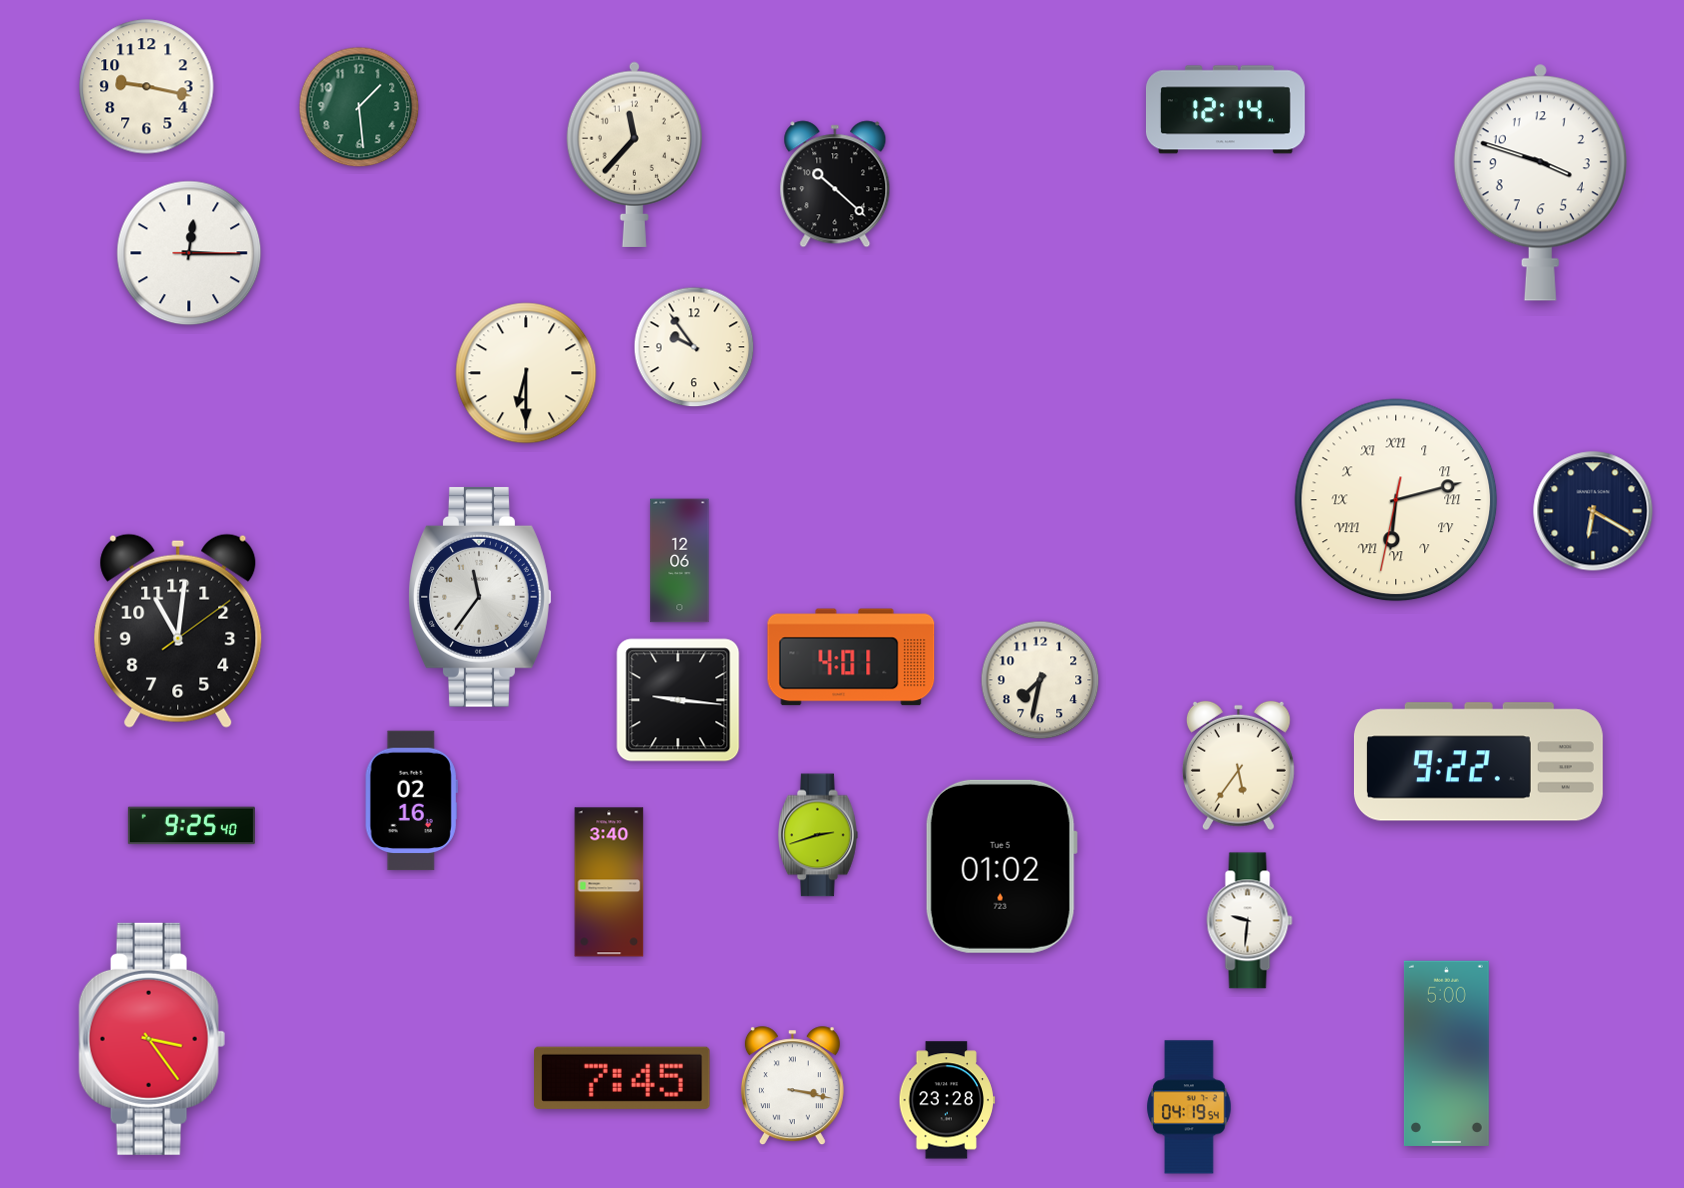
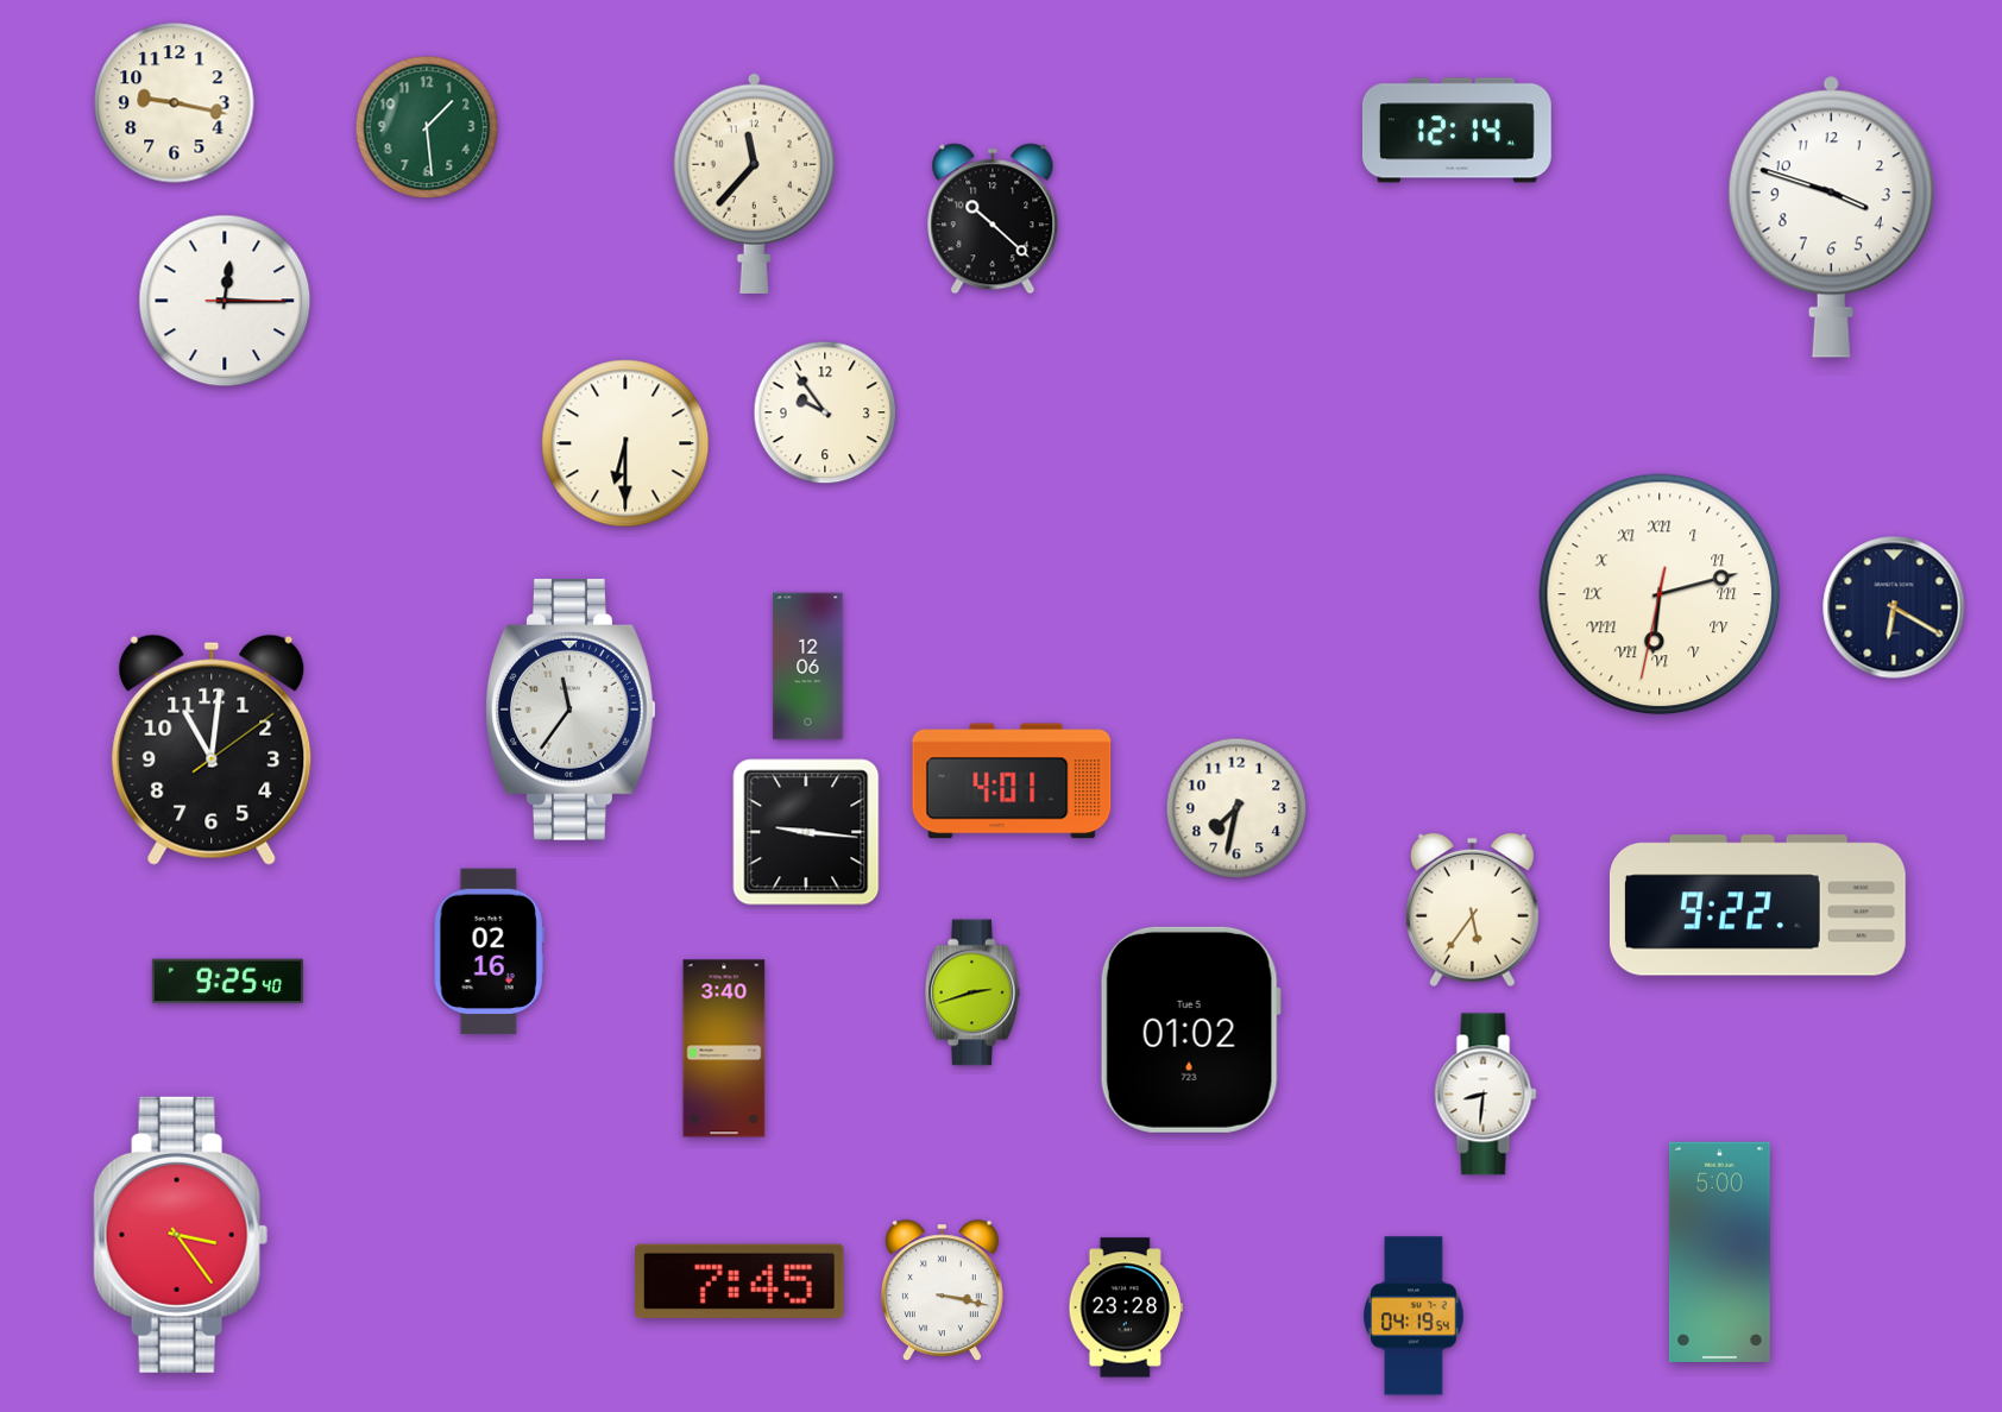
clock at (1250, 921): 9:31 -> 8:31
